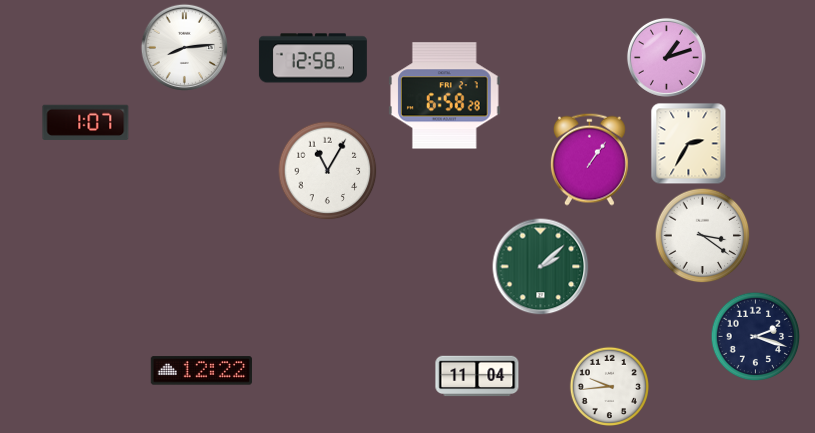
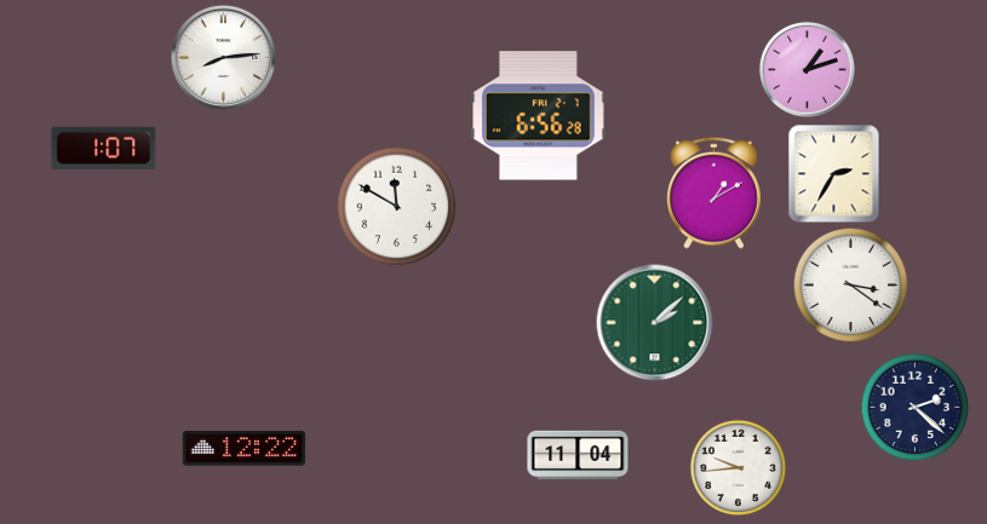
clock at (313, 58): 12:58 -> none
clock at (445, 96): 6:58 -> 6:56
clock at (589, 159): 1:06 -> 1:10
clock at (328, 171): 11:05 -> 11:50
clock at (755, 336): 2:18 -> 2:22
